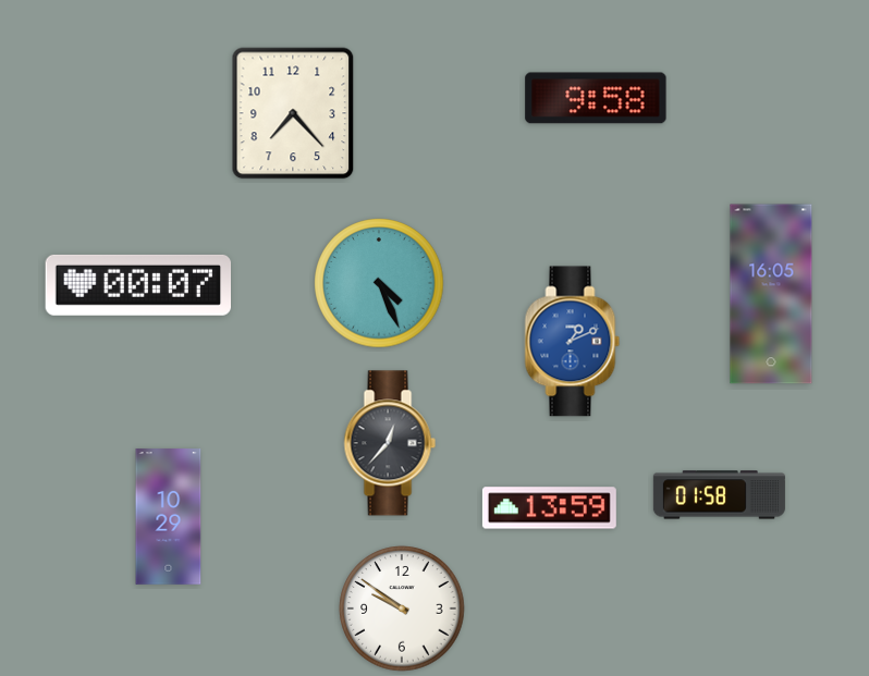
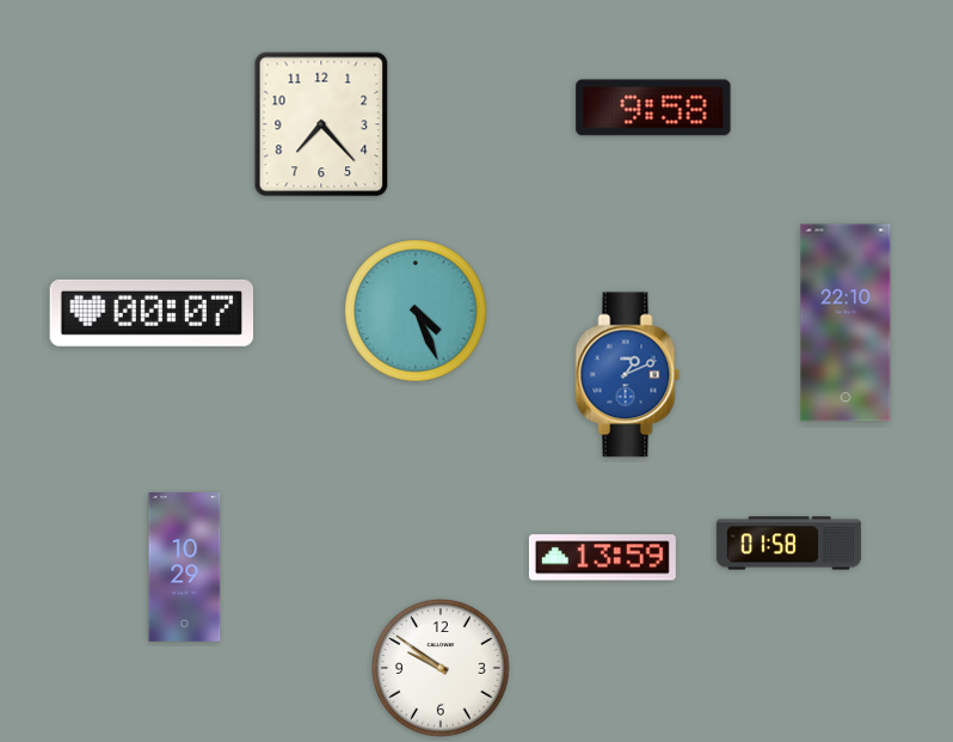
clock at (771, 294): 16:05 -> 22:10
clock at (390, 443): 12:37 -> none
